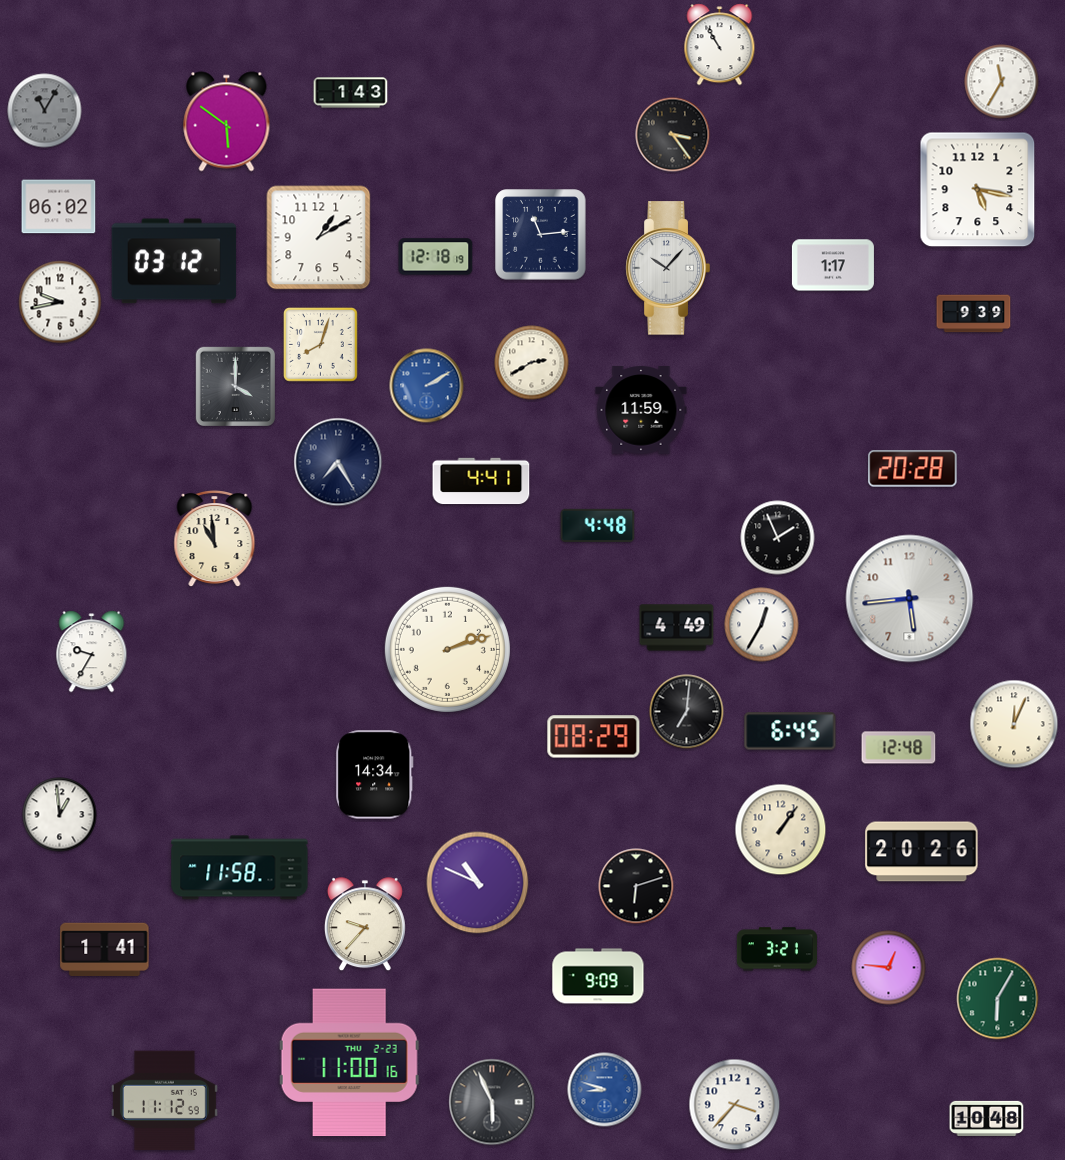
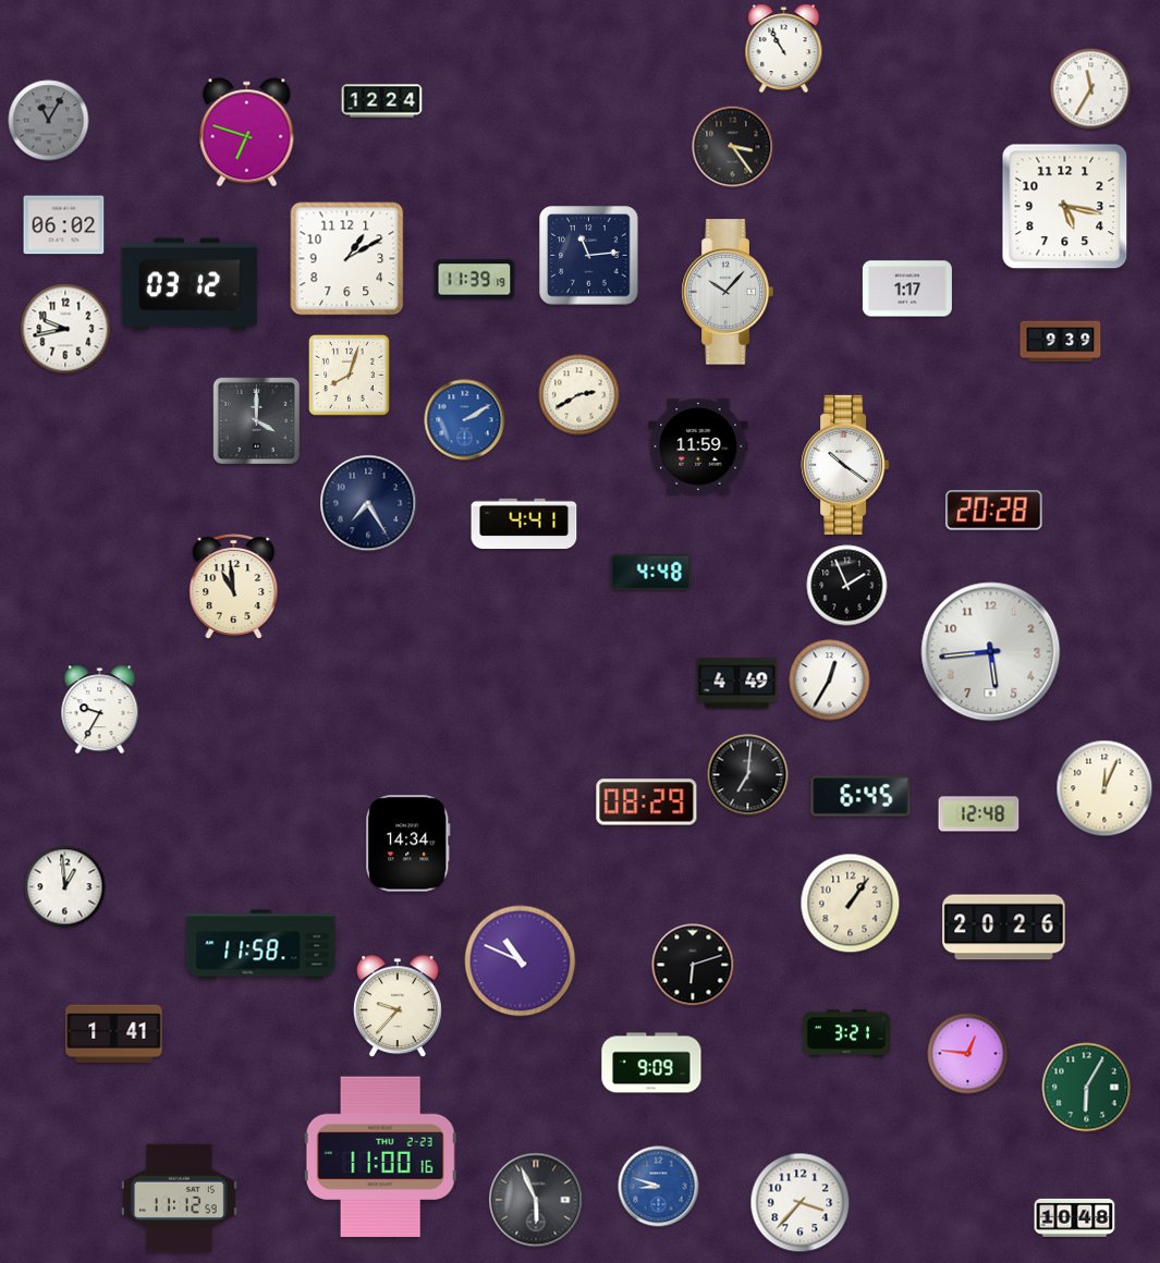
clock at (351, 93): 1:43 -> 12:24
clock at (227, 122): 5:51 -> 6:48
clock at (436, 257): 12:18 -> 11:39
clock at (845, 465): none -> 10:21
clock at (447, 649): 2:12 -> none
